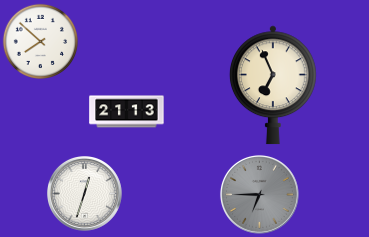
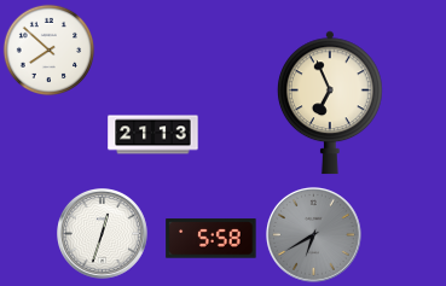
clock at (259, 194): 6:45 -> 6:40
clock at (212, 239): none -> 5:58
